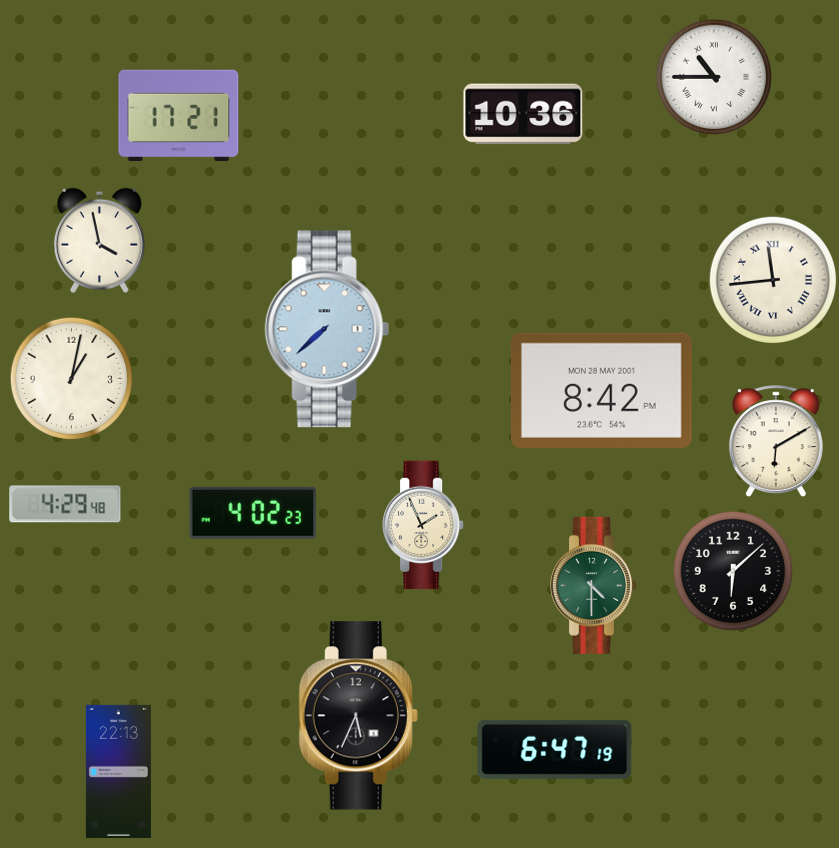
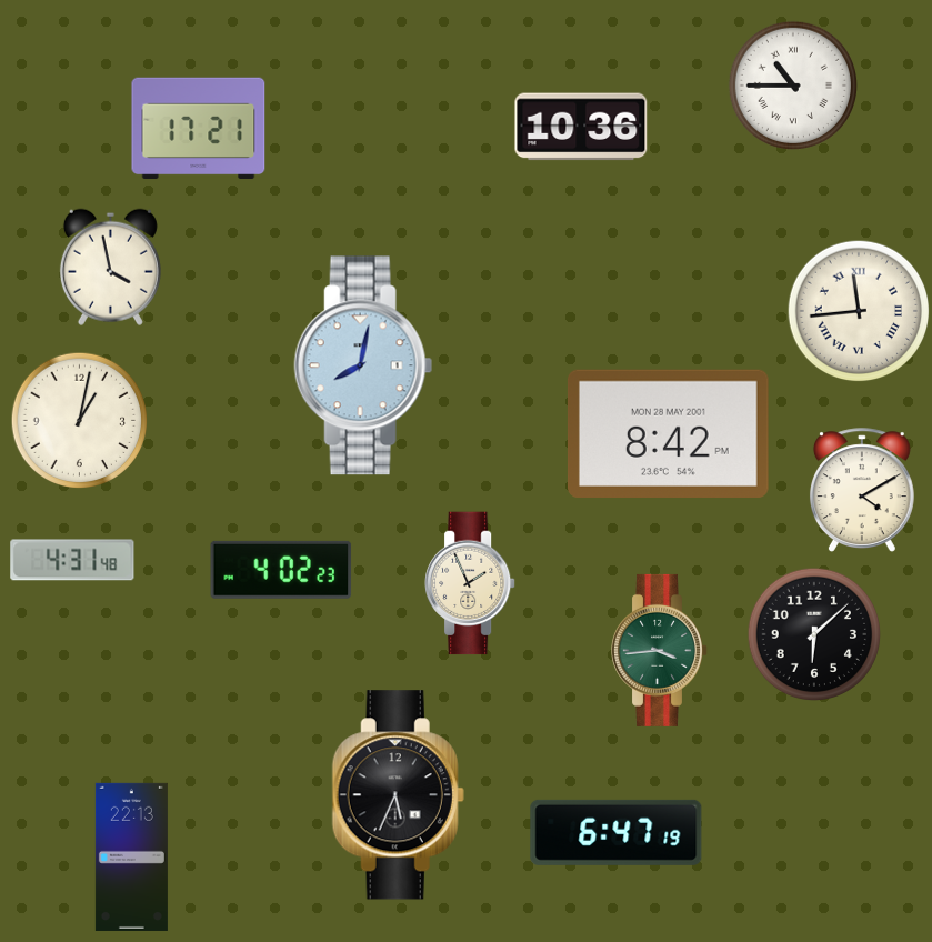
clock at (327, 329): 7:38 -> 8:02
clock at (776, 441): 6:10 -> 4:10
clock at (65, 504): 4:29 -> 4:31
clock at (594, 585): 4:30 -> 3:44
